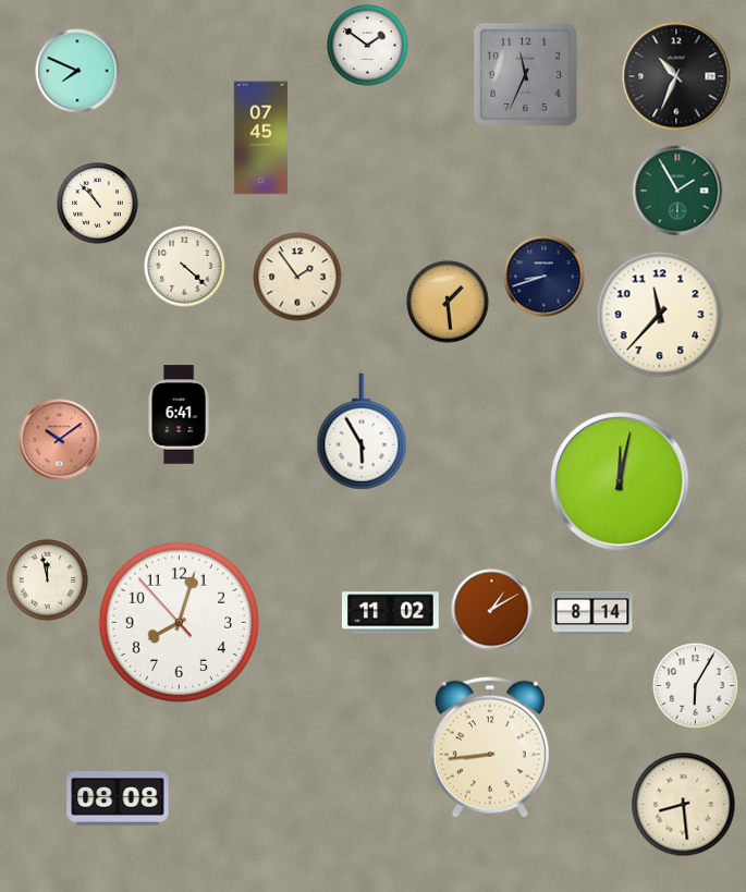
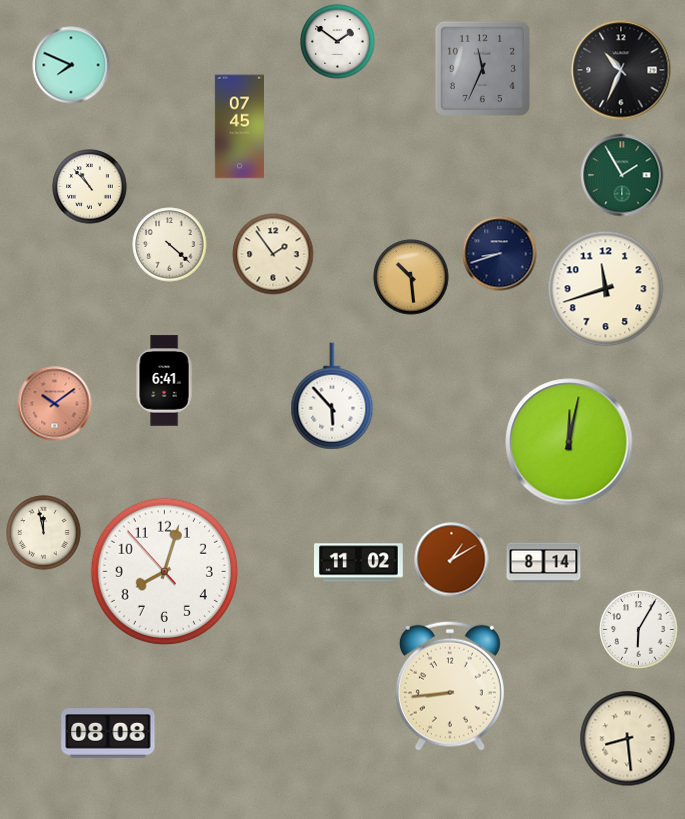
clock at (448, 302): 1:29 -> 10:29
clock at (660, 315): 11:37 -> 11:42
clock at (362, 431): 5:55 -> 5:53
